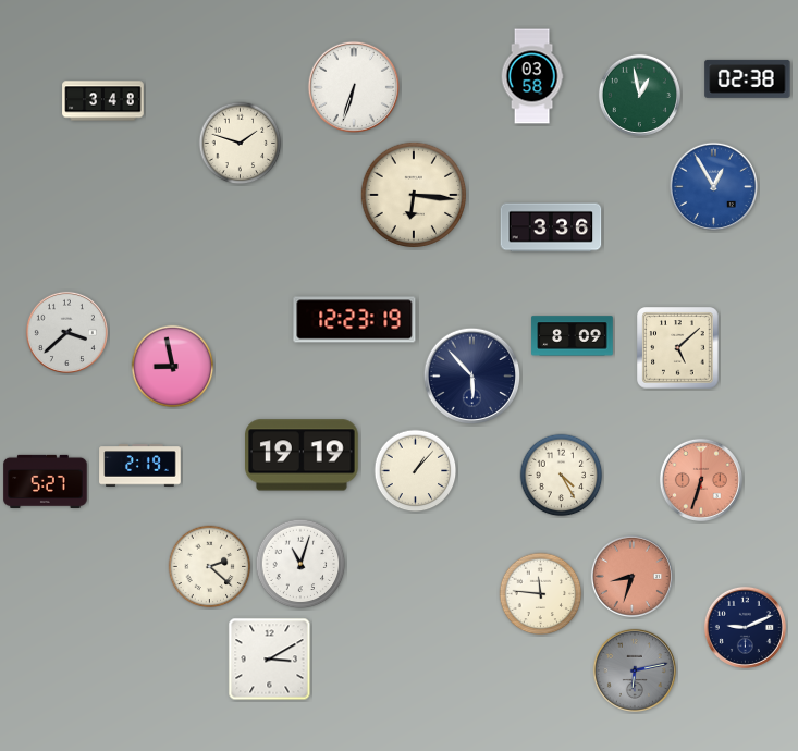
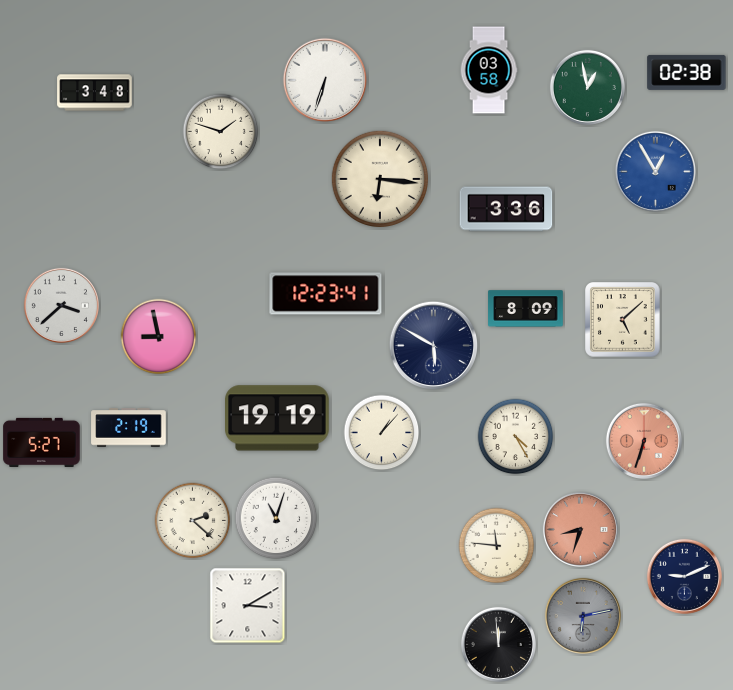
clock at (355, 320): 12:23:19 -> 12:23:41
clock at (472, 377): 5:53 -> 5:50
clock at (498, 644): none -> 11:59
